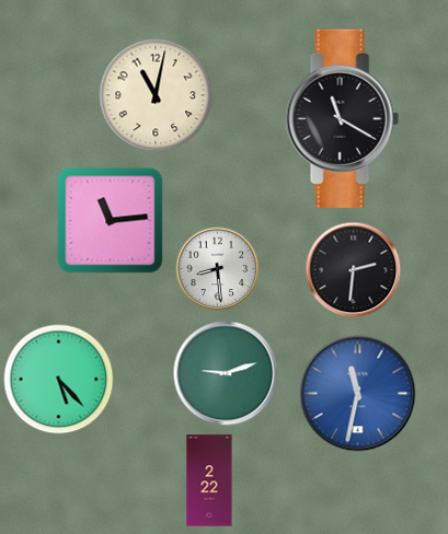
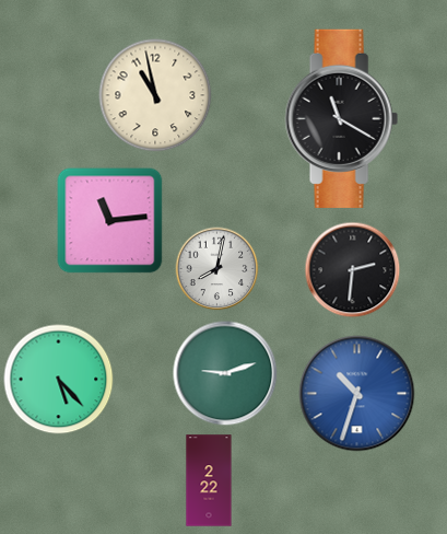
clock at (156, 95): 11:02 -> 10:58
clock at (218, 269): 8:29 -> 8:02
clock at (358, 394): 11:32 -> 10:33
